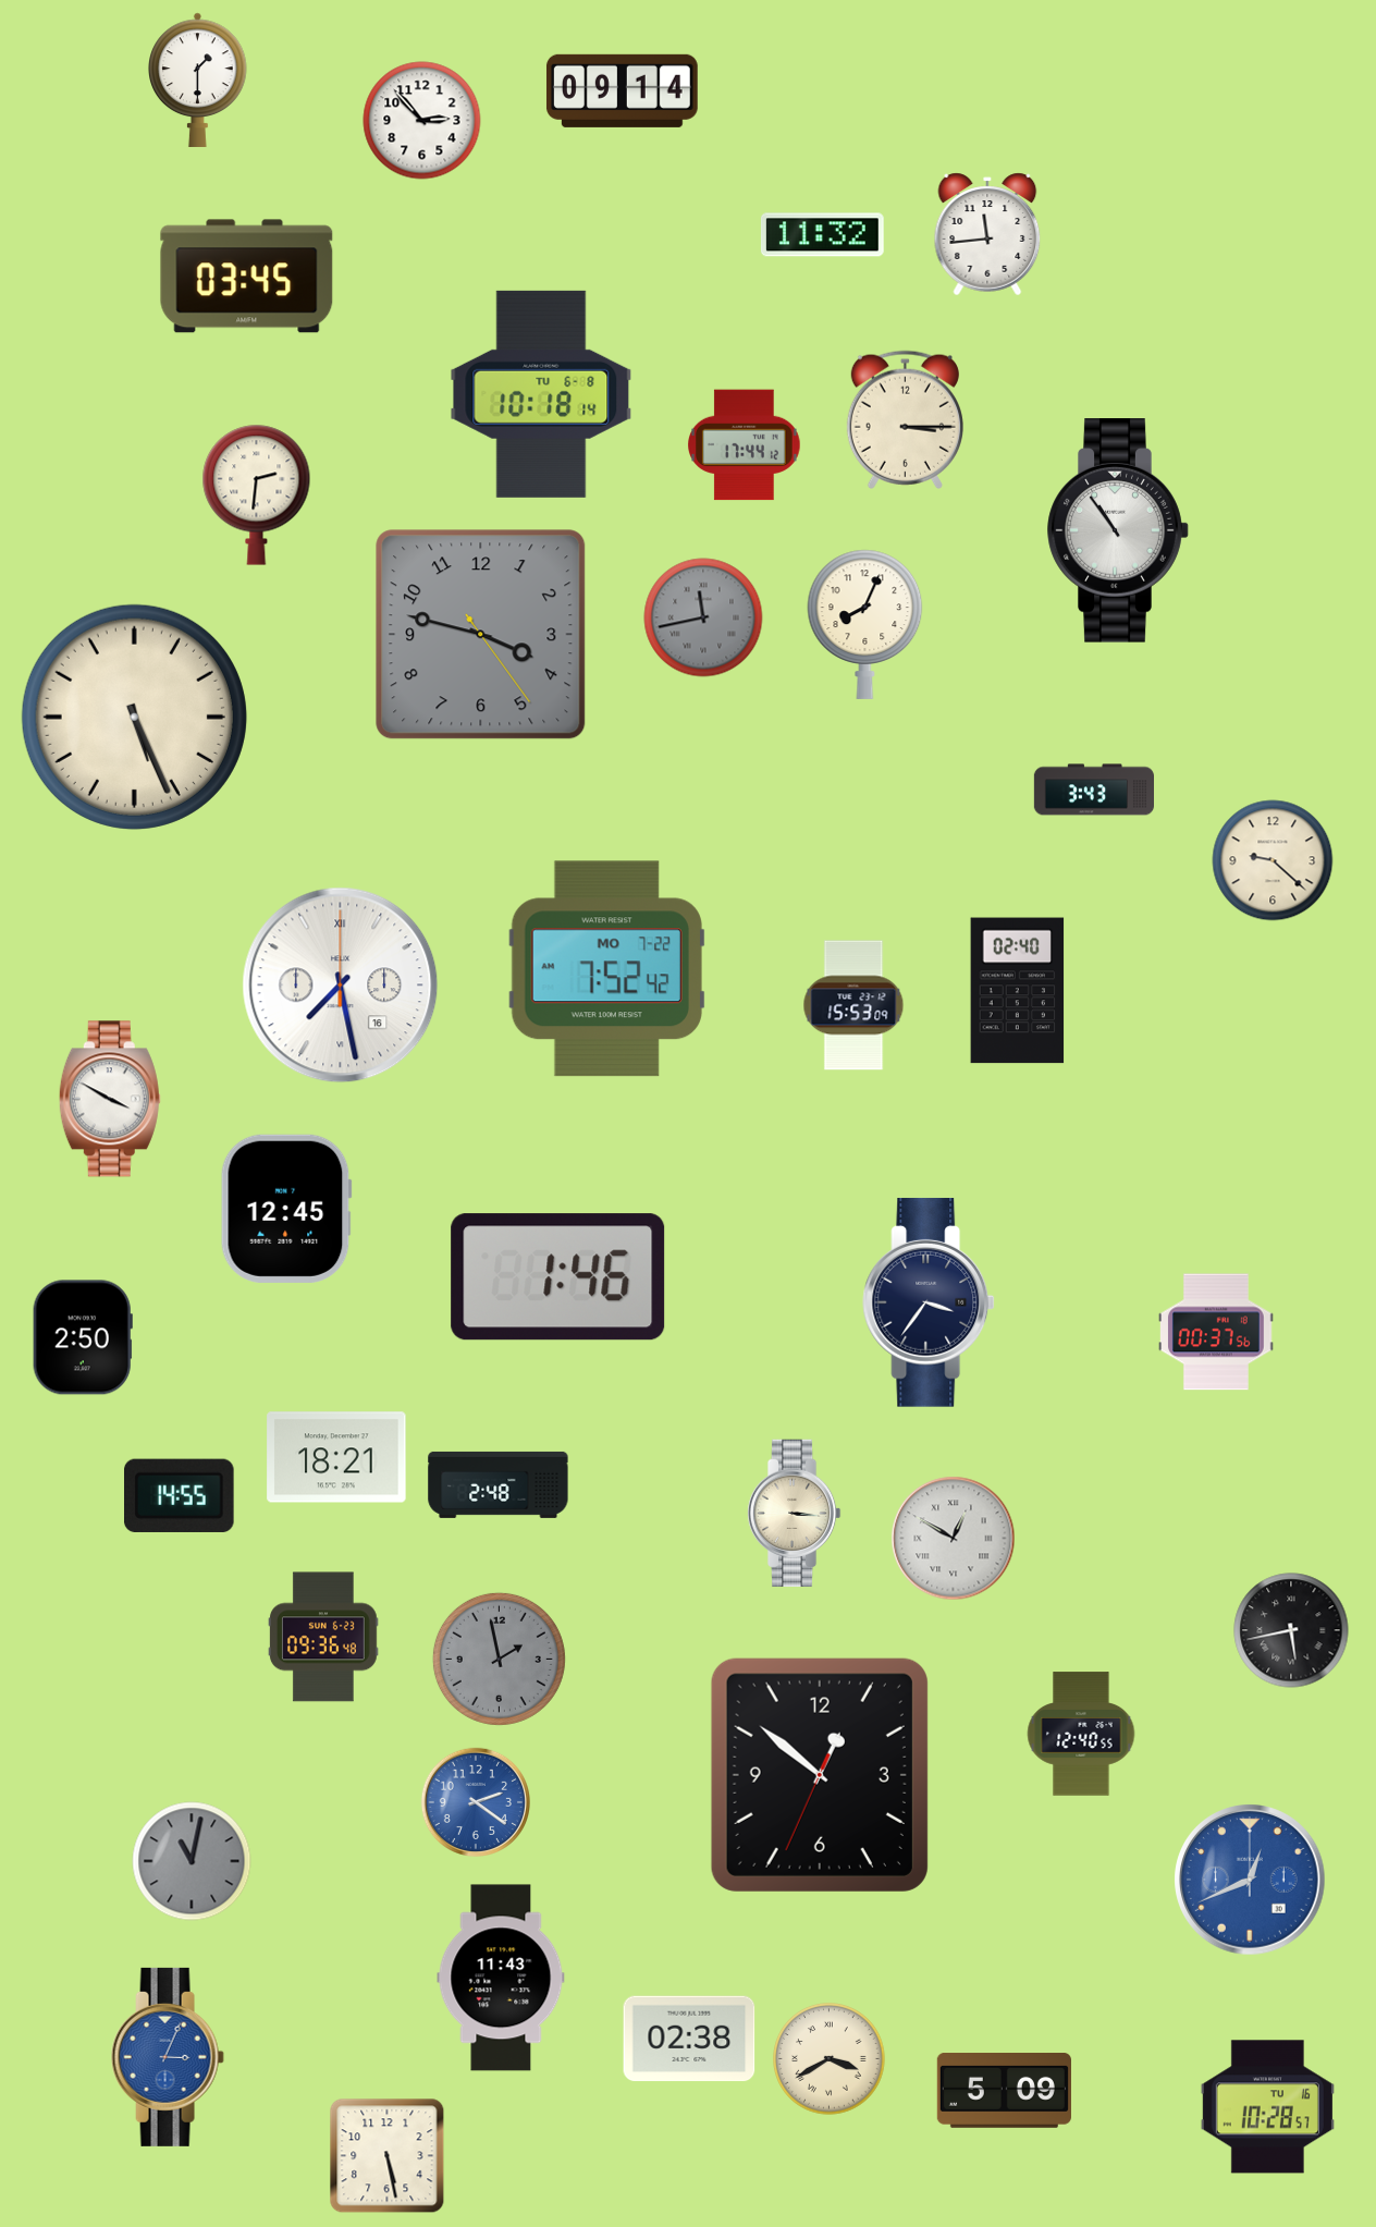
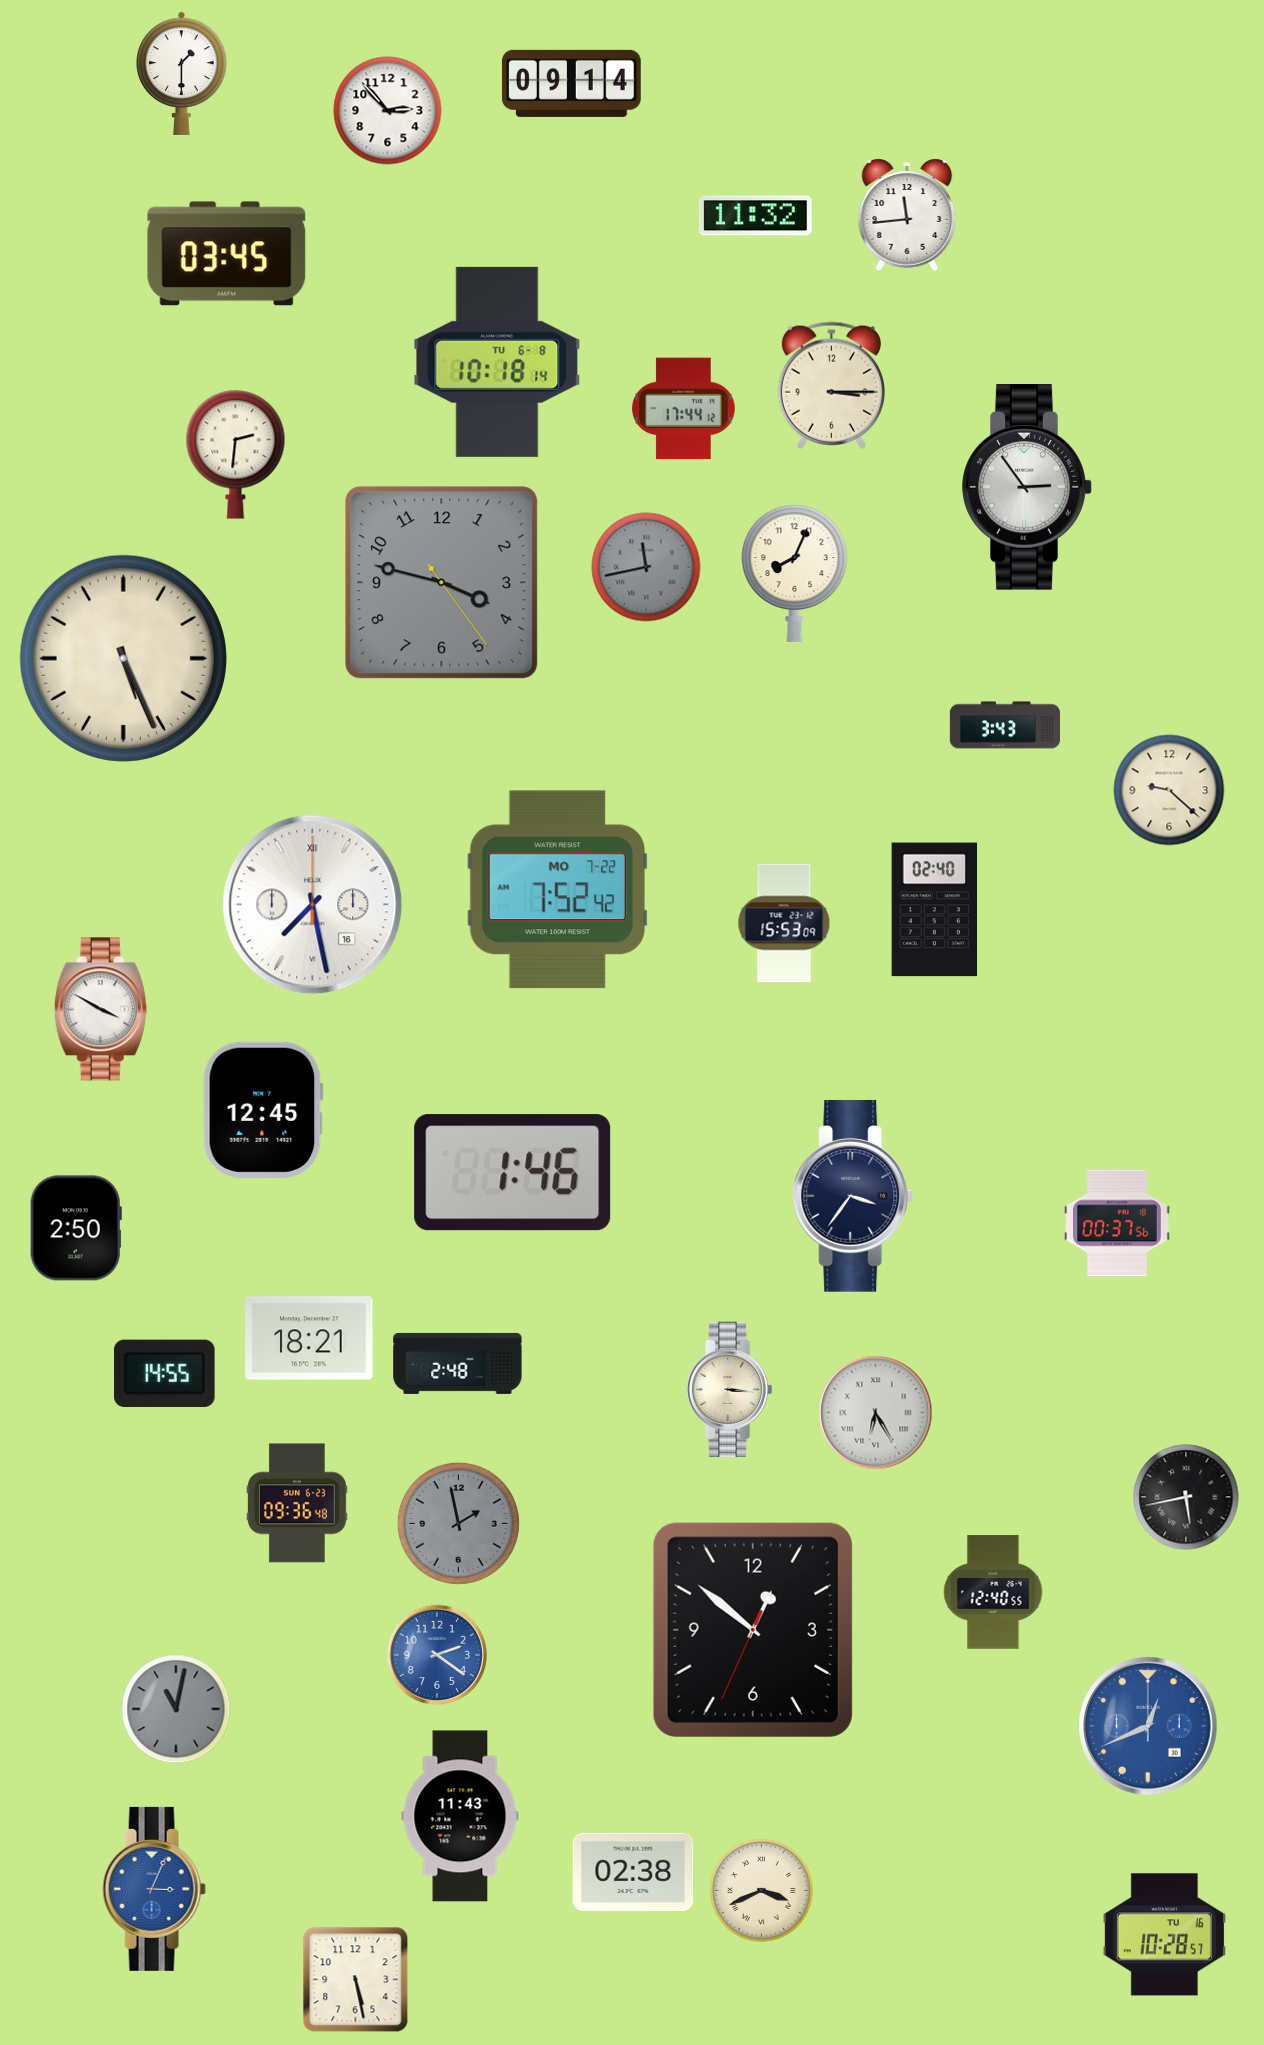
clock at (1118, 530): 10:54 -> 2:54
clock at (954, 1539): 12:50 -> 6:25
clock at (830, 2059): 3:40 -> 3:41
clock at (1004, 2091): 5:09 -> none
